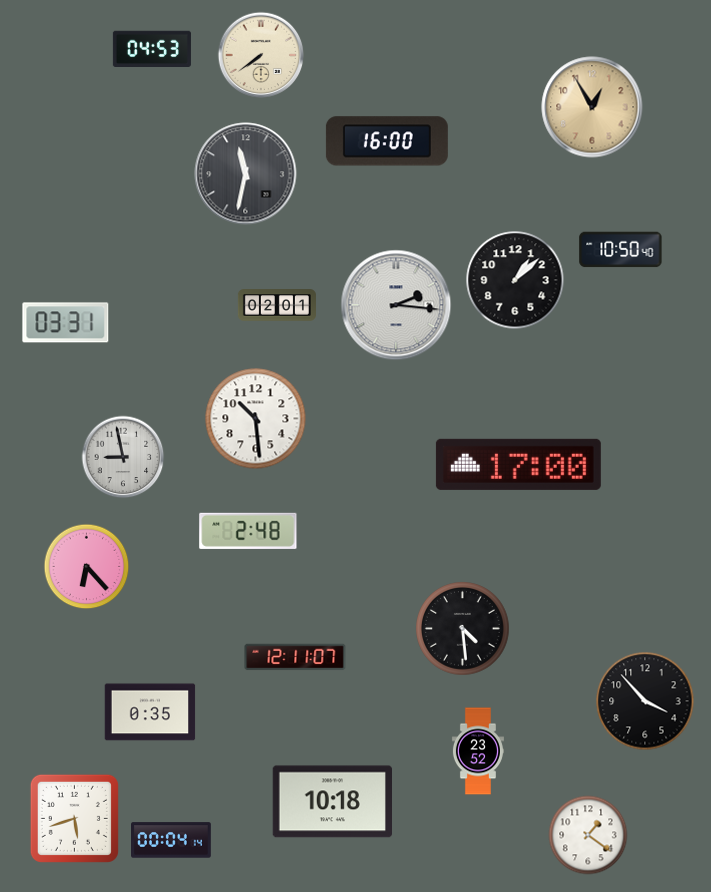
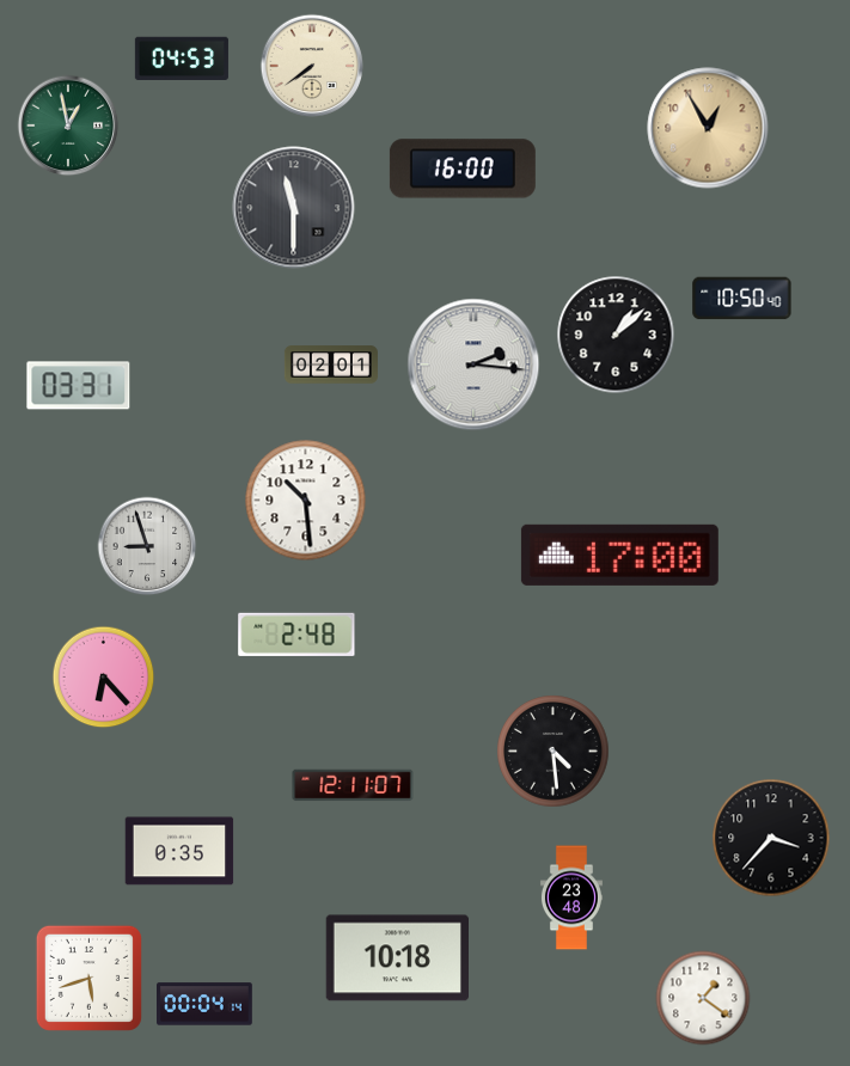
clock at (68, 125): none -> 12:58
clock at (246, 174): 11:32 -> 11:30
clock at (123, 457): 8:58 -> 8:57
clock at (645, 701): 3:53 -> 3:37
clock at (478, 751): 23:52 -> 23:48
